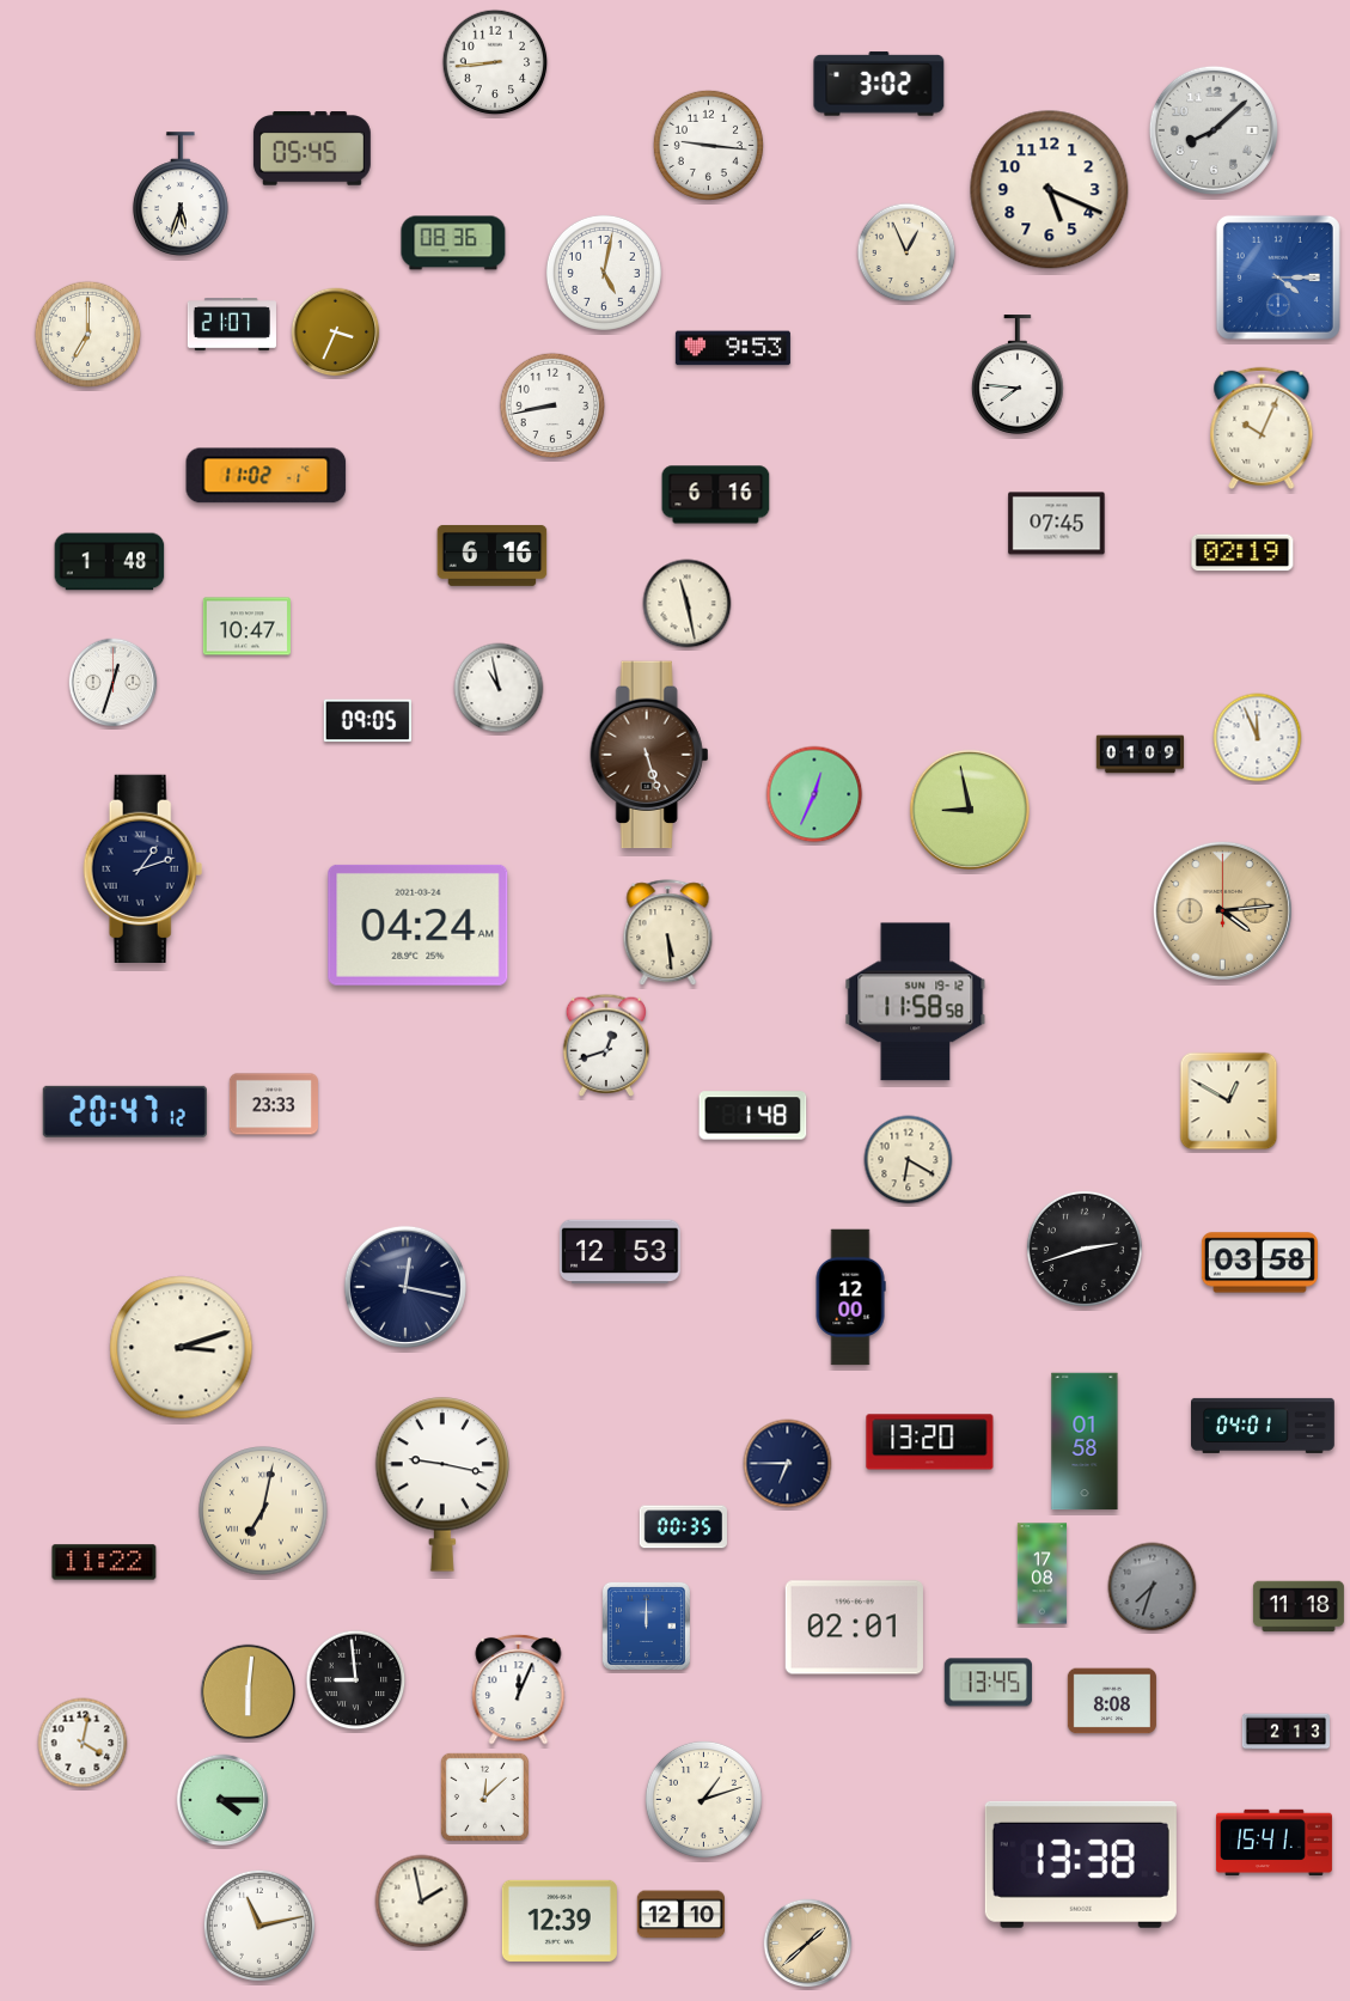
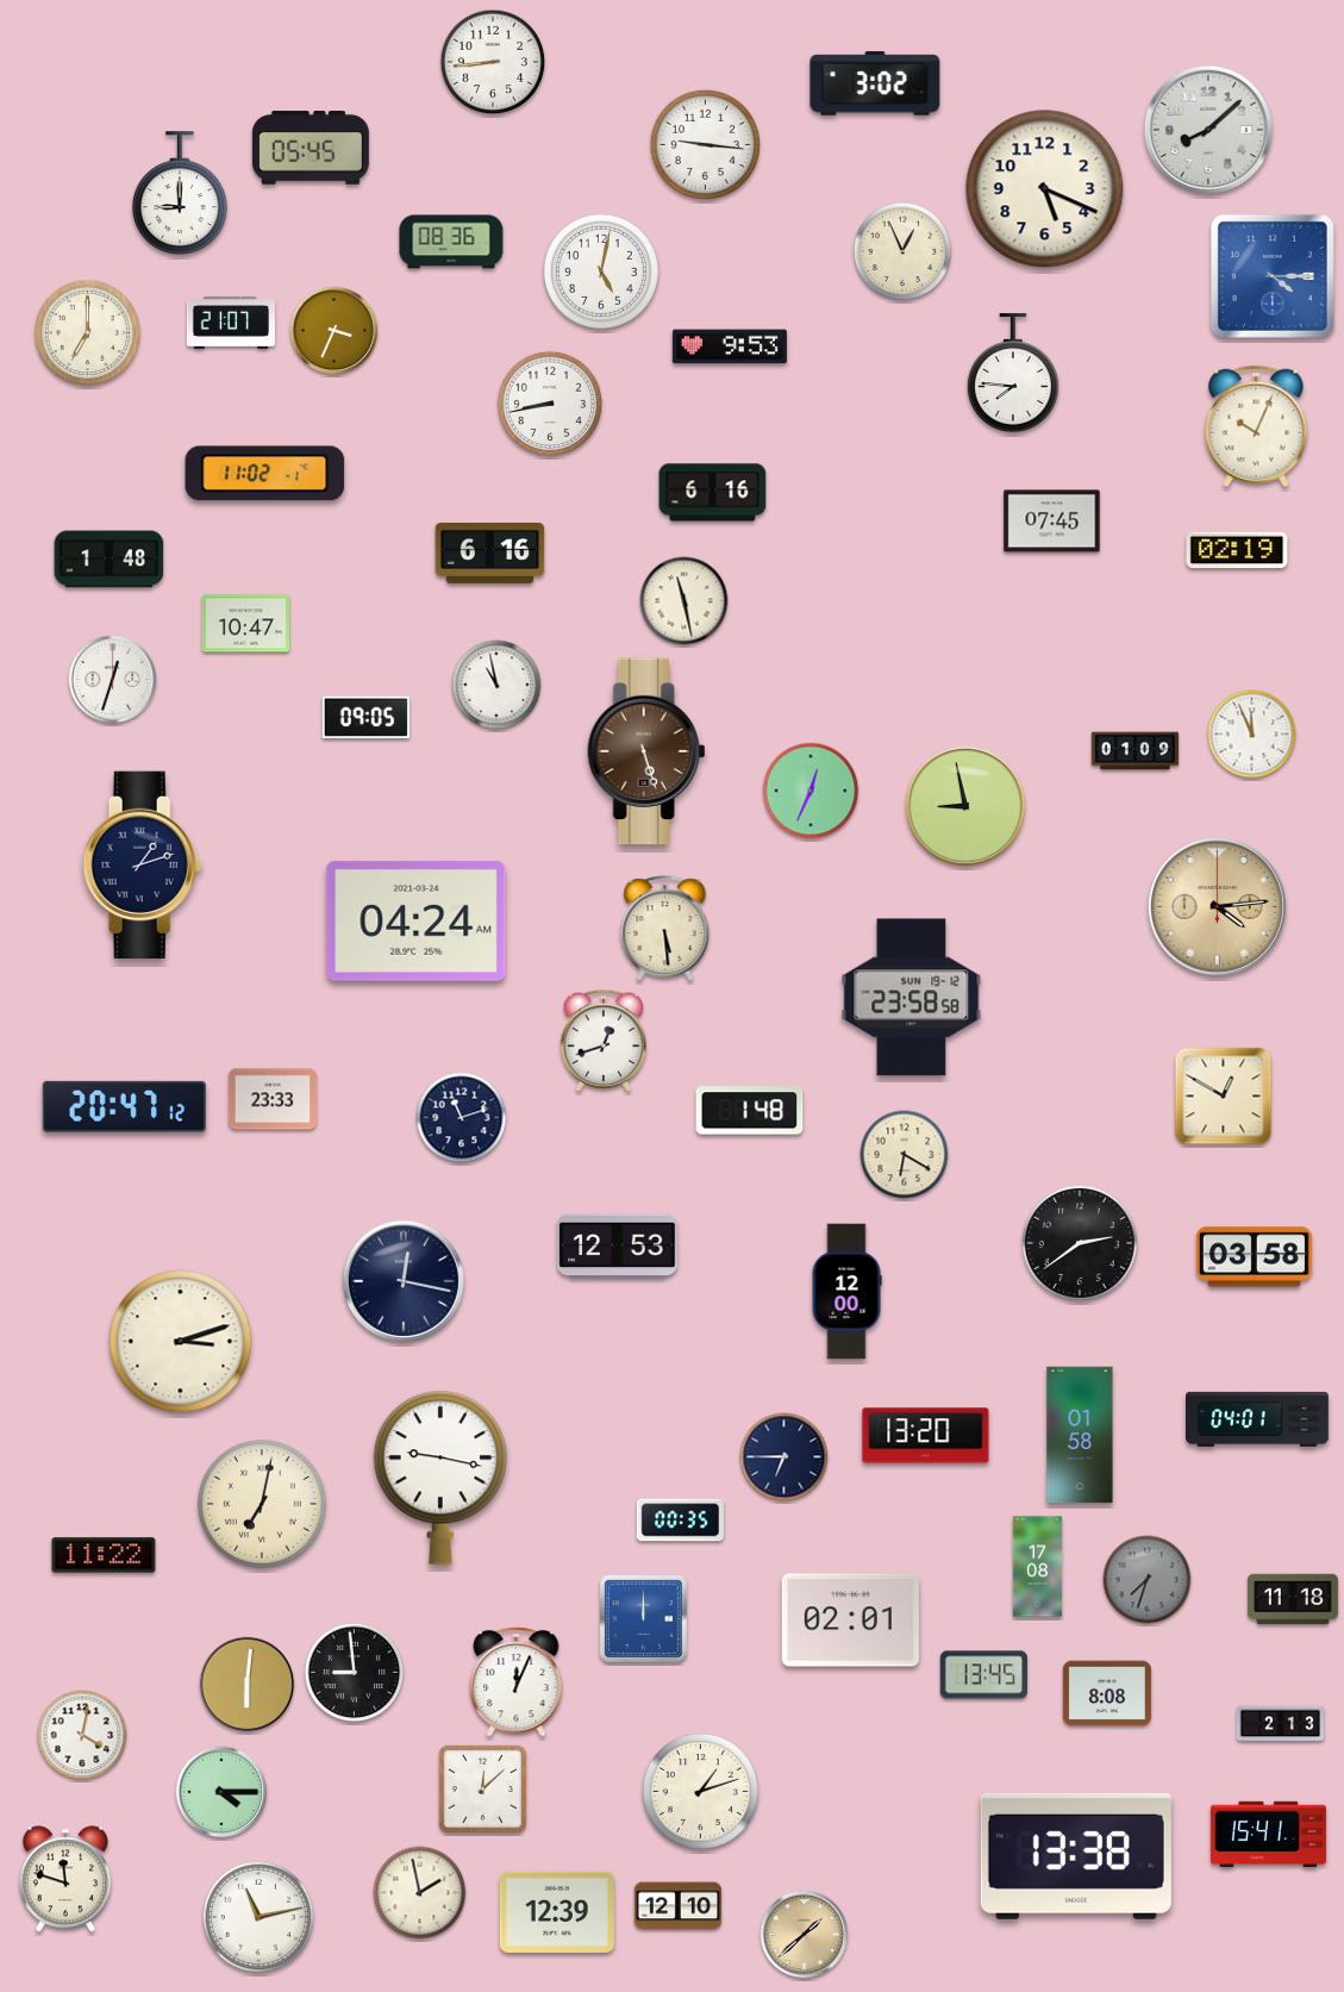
clock at (181, 194): 5:33 -> 9:00
clock at (916, 1002): 11:58 -> 23:58
clock at (462, 1118): none -> 11:12
clock at (1085, 1249): 2:42 -> 2:39
clock at (65, 1879): none -> 11:48
